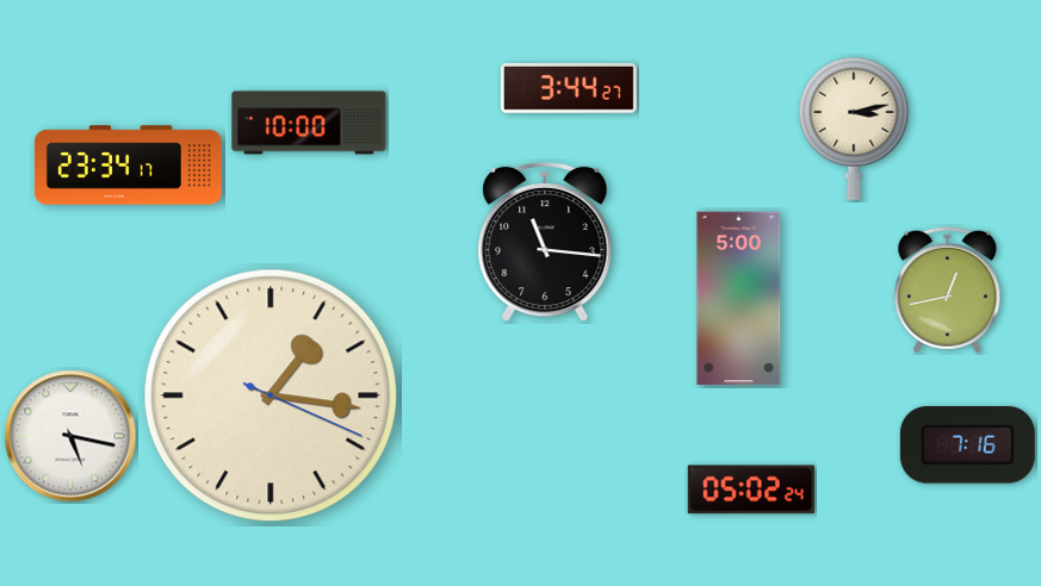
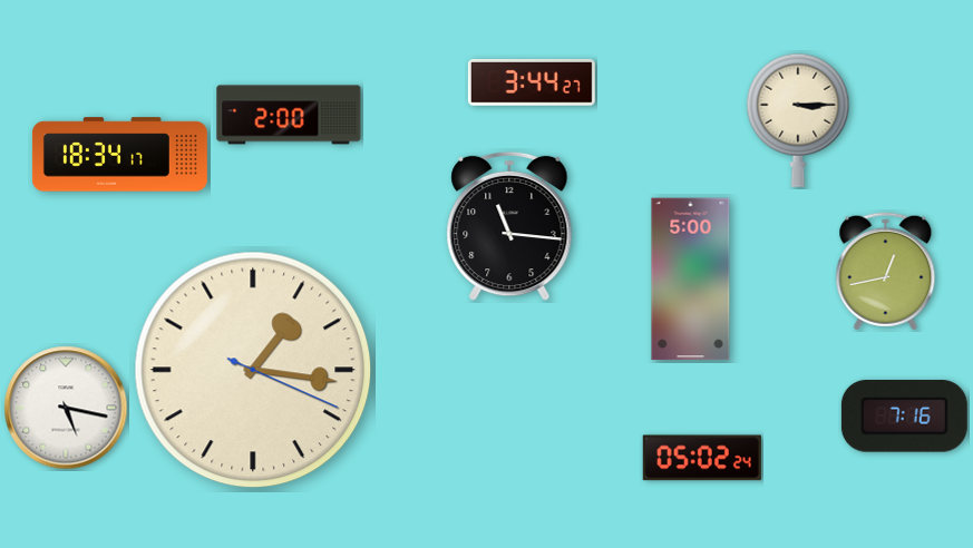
clock at (309, 123): 10:00 -> 2:00
clock at (854, 129): 3:13 -> 3:15
clock at (128, 166): 23:34 -> 18:34
